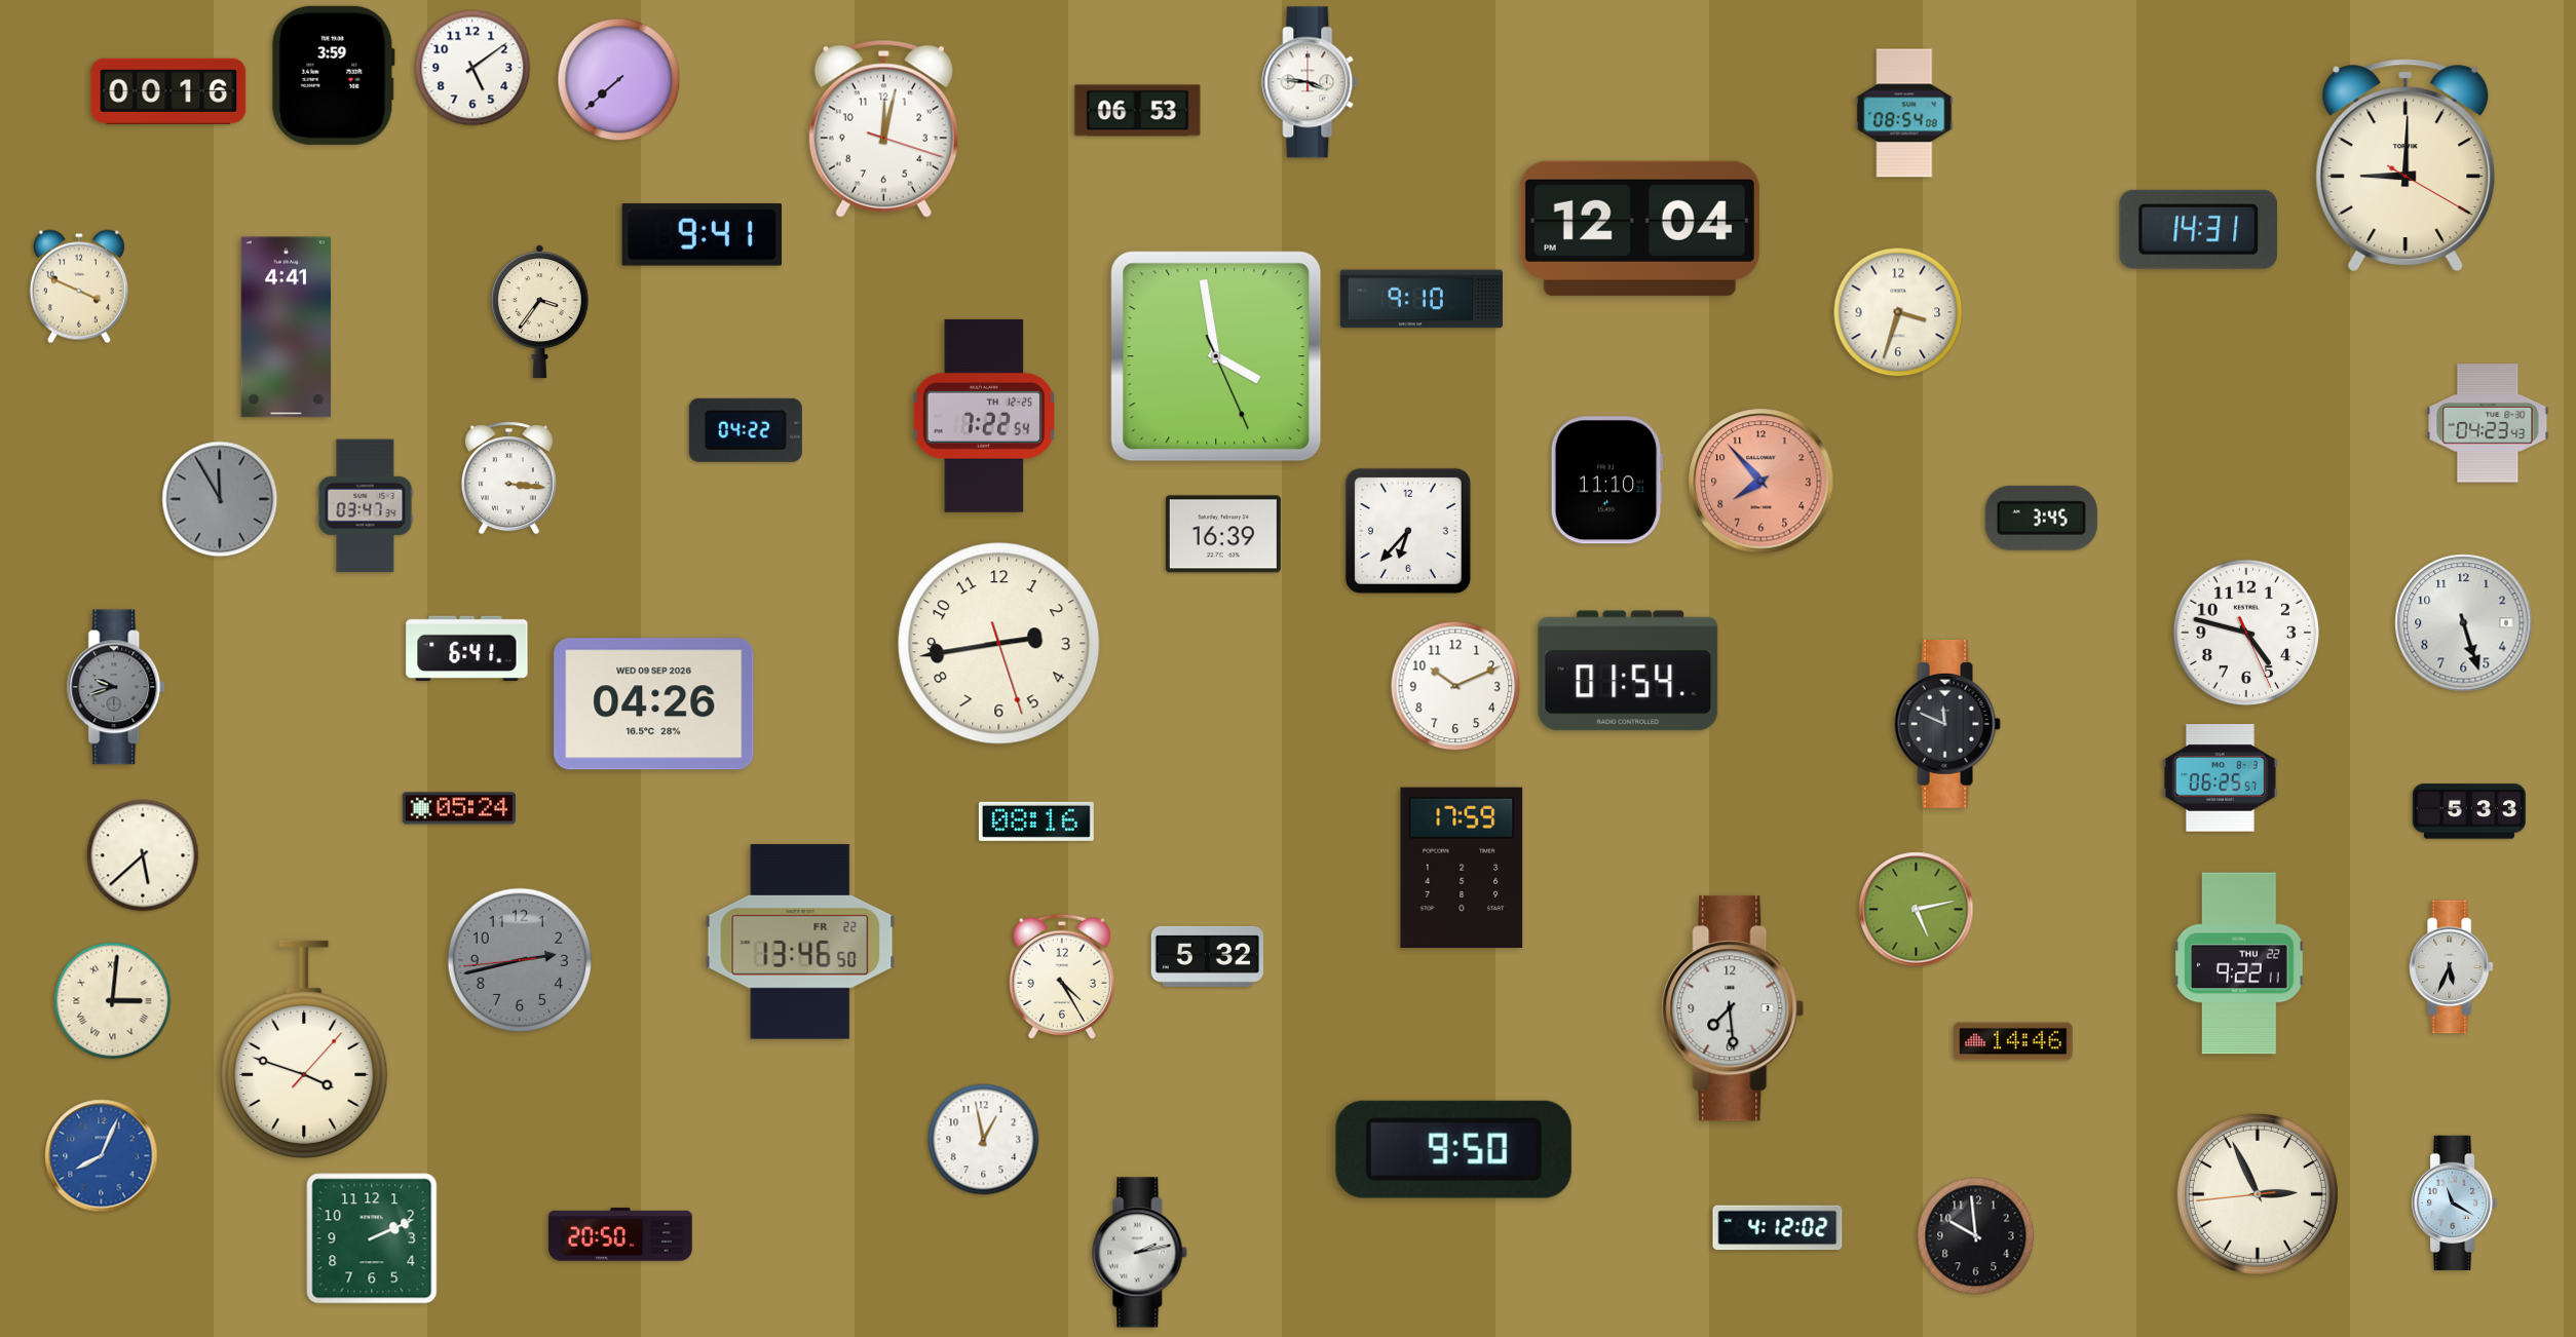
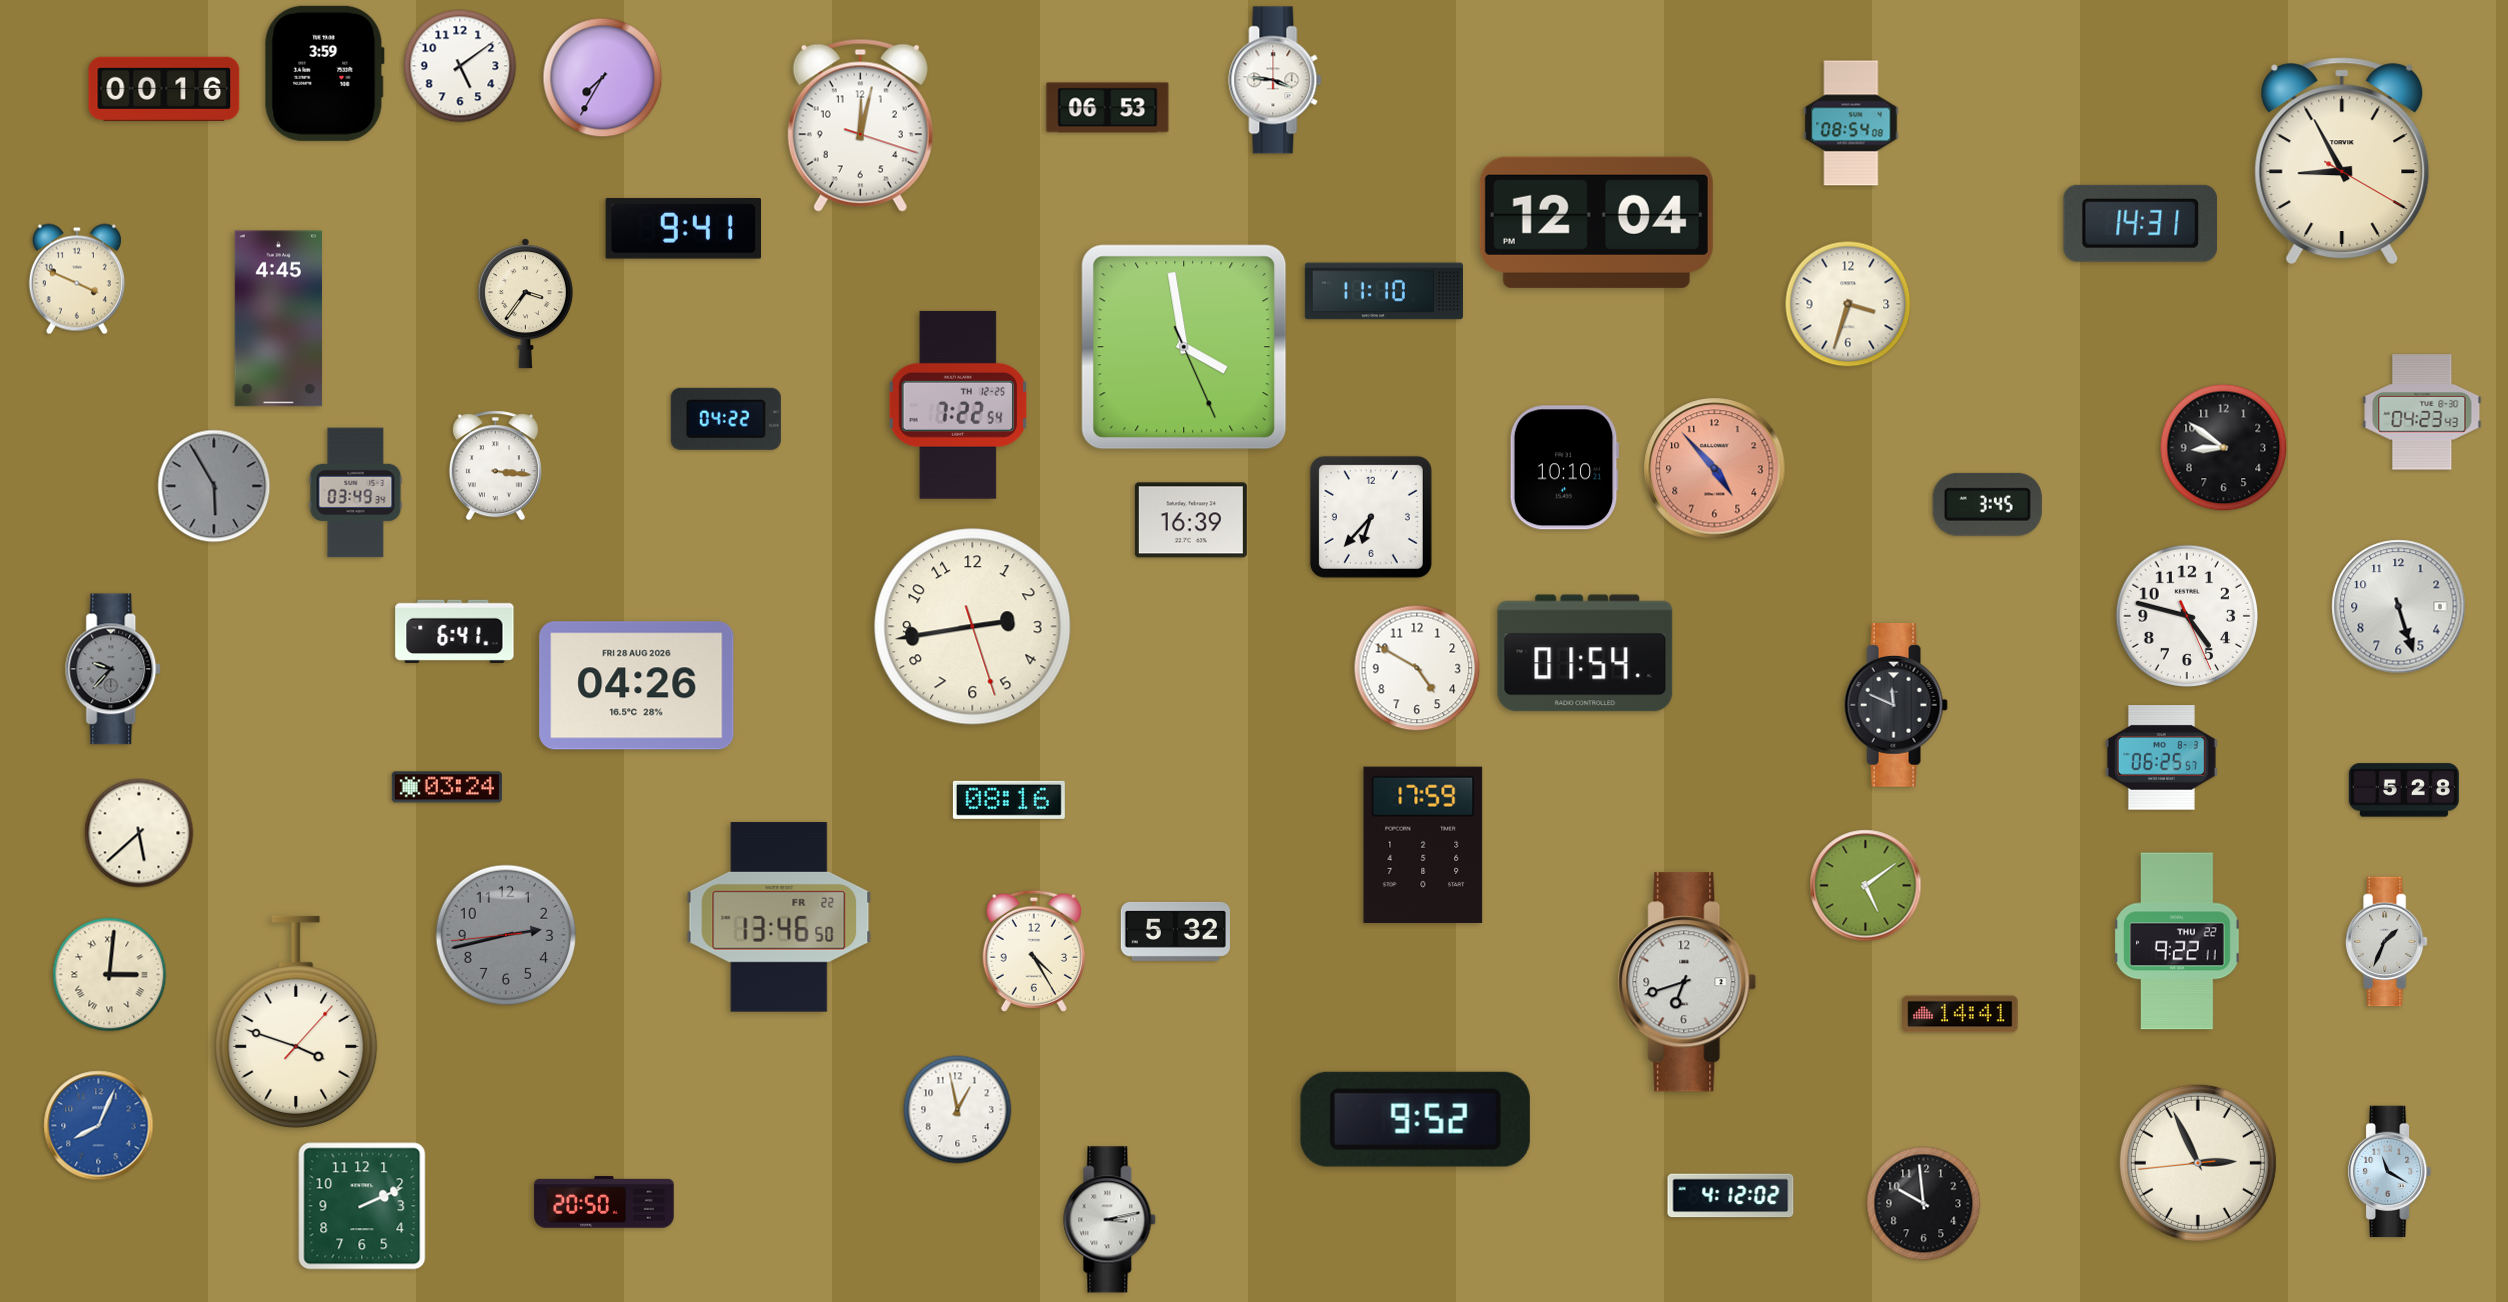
clock at (619, 80): 7:38 -> 7:35
clock at (1904, 113) position: (1904, 113) -> (1851, 123)
clock at (2405, 165): 9:00 -> 8:55
clock at (1422, 299): 9:10 -> 11:10
clock at (286, 328): 4:41 -> 4:45
clock at (2224, 448): none -> 8:51
clock at (1606, 481): 11:10 -> 10:10
clock at (1761, 482): 7:53 -> 4:53
clock at (220, 499): 11:55 -> 5:55
clock at (366, 506): 03:47 -> 03:49
clock at (1455, 686): 10:11 -> 4:50
clock at (117, 687): 9:42 -> 9:37
clock at (654, 704) date: WED 09 SEP 2026 -> FRI 28 AUG 2026
clock at (459, 808): 05:24 -> 03:24
clock at (2469, 811): 5:33 -> 5:28
clock at (1917, 910): 5:13 -> 5:09
clock at (2239, 963) position: (2239, 963) -> (2177, 941)
clock at (2451, 967): 5:34 -> 1:34
clock at (1733, 1008): 7:29 -> 6:42
clock at (2013, 1041): 14:46 -> 14:41
clock at (1453, 1149): 9:50 -> 9:52
clock at (1140, 1253): 2:13 -> 3:13
